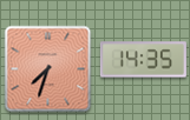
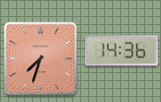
clock at (143, 60): 14:35 -> 14:36
